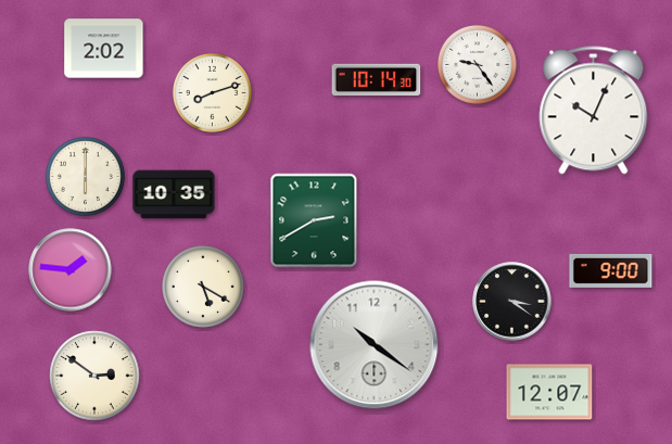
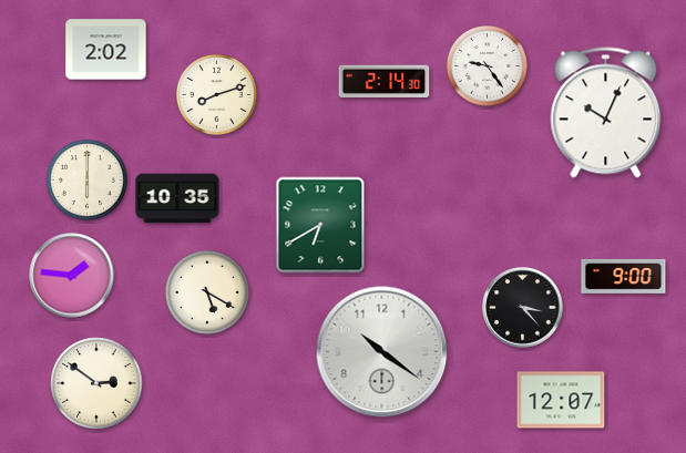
clock at (377, 80): 10:14 -> 2:14
clock at (314, 220): 2:40 -> 6:40
clock at (512, 302): 3:21 -> 3:23
